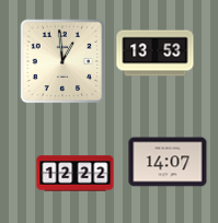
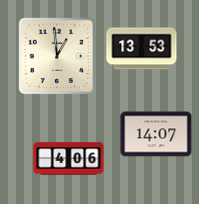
clock at (168, 162) position: (168, 162) -> (156, 134)
clock at (76, 174): 12:22 -> 4:06
